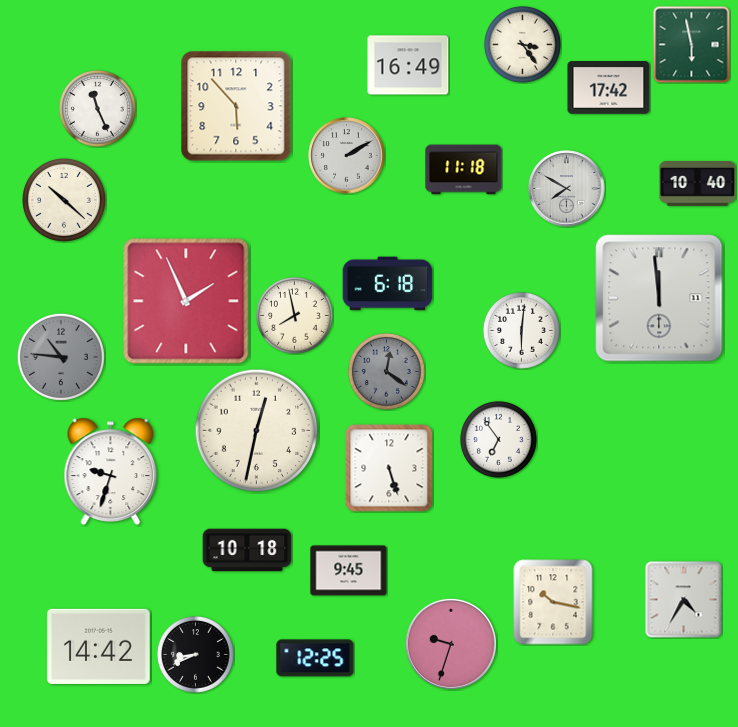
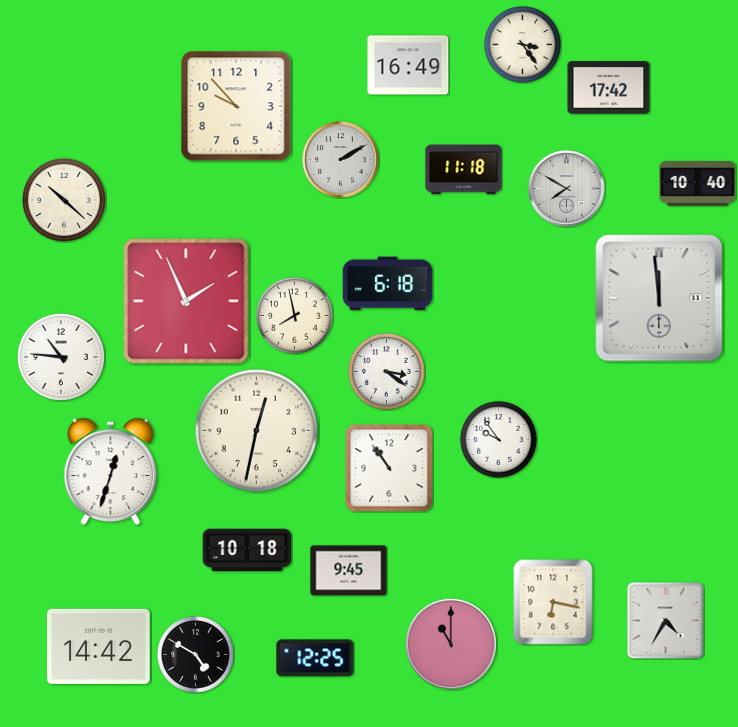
clock at (692, 45): 5:58 -> none
clock at (236, 106): 5:53 -> 9:53
clock at (98, 109): 11:26 -> none
clock at (347, 156) position: (347, 156) -> (341, 160)
clock at (522, 331): 6:01 -> none
clock at (61, 357) dial: grey -> white
clock at (387, 372): 12:21 -> 3:21
clock at (387, 372) dial: grey -> white
clock at (499, 440): 6:54 -> 9:54
clock at (389, 468): 5:27 -> 10:54
clock at (111, 471): 9:33 -> 12:33
clock at (684, 600) position: (684, 600) -> (666, 621)
clock at (553, 602): 10:17 -> 6:17
clock at (451, 644): 9:33 -> 11:00
clock at (196, 655): 8:41 -> 4:50
